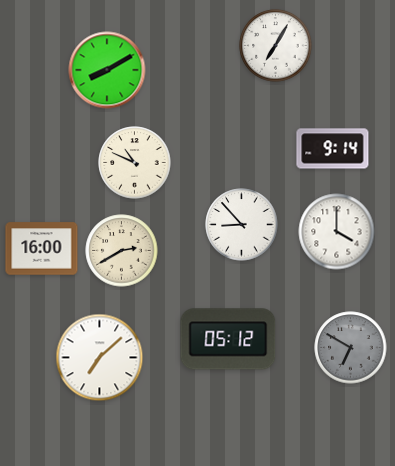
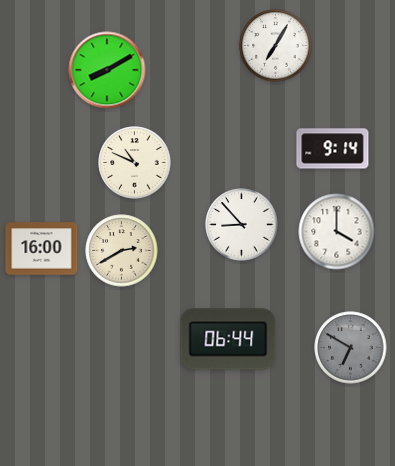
clock at (228, 339): 05:12 -> 06:44
clock at (100, 358): 7:08 -> none
